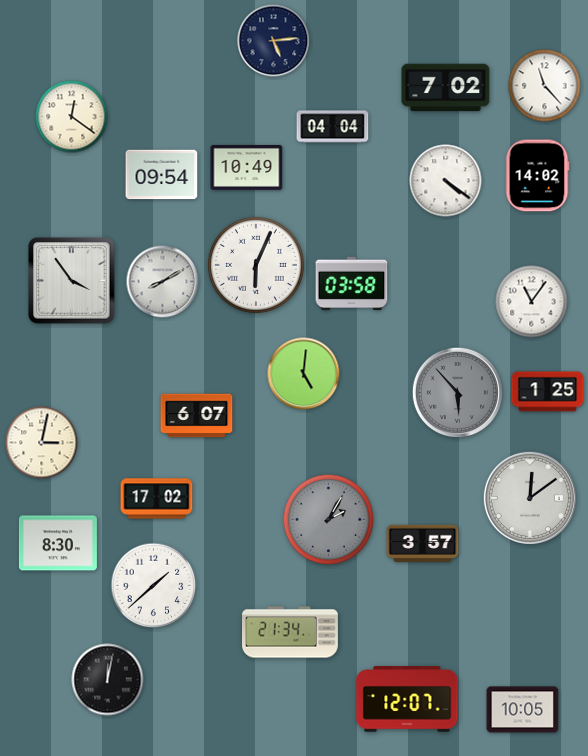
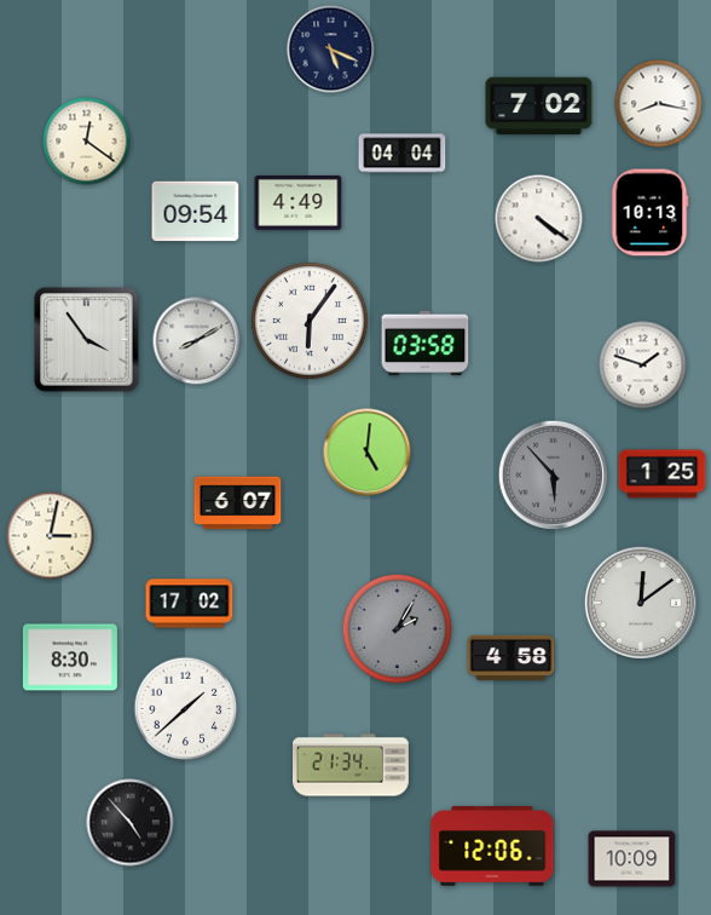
clock at (274, 41): 5:14 -> 5:19
clock at (545, 86): 11:23 -> 8:17
clock at (247, 167): 10:49 -> 4:49
clock at (537, 176): 14:02 -> 10:13
clock at (256, 265): 6:04 -> 6:06
clock at (532, 302): 11:06 -> 1:48
clock at (423, 543): 3:57 -> 4:58
clock at (108, 680): 12:02 -> 4:53
clock at (407, 699): 12:07 -> 12:06
clock at (523, 710): 10:05 -> 10:09
